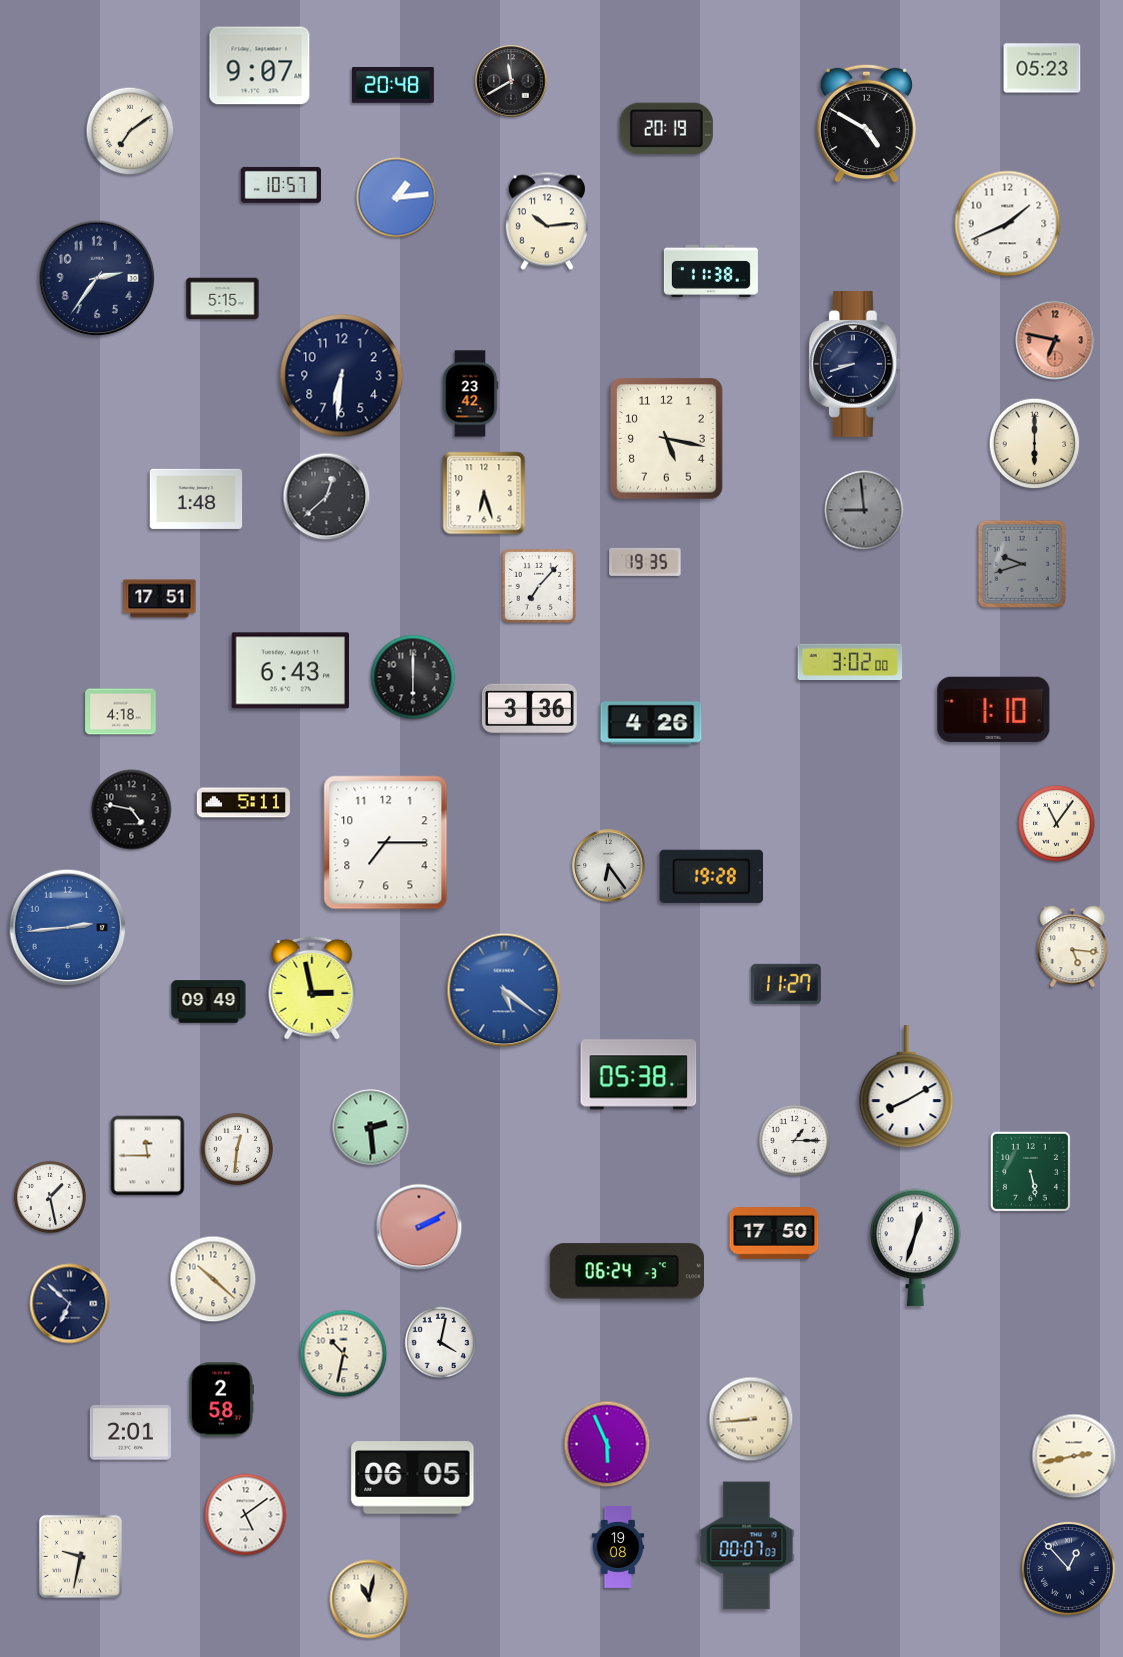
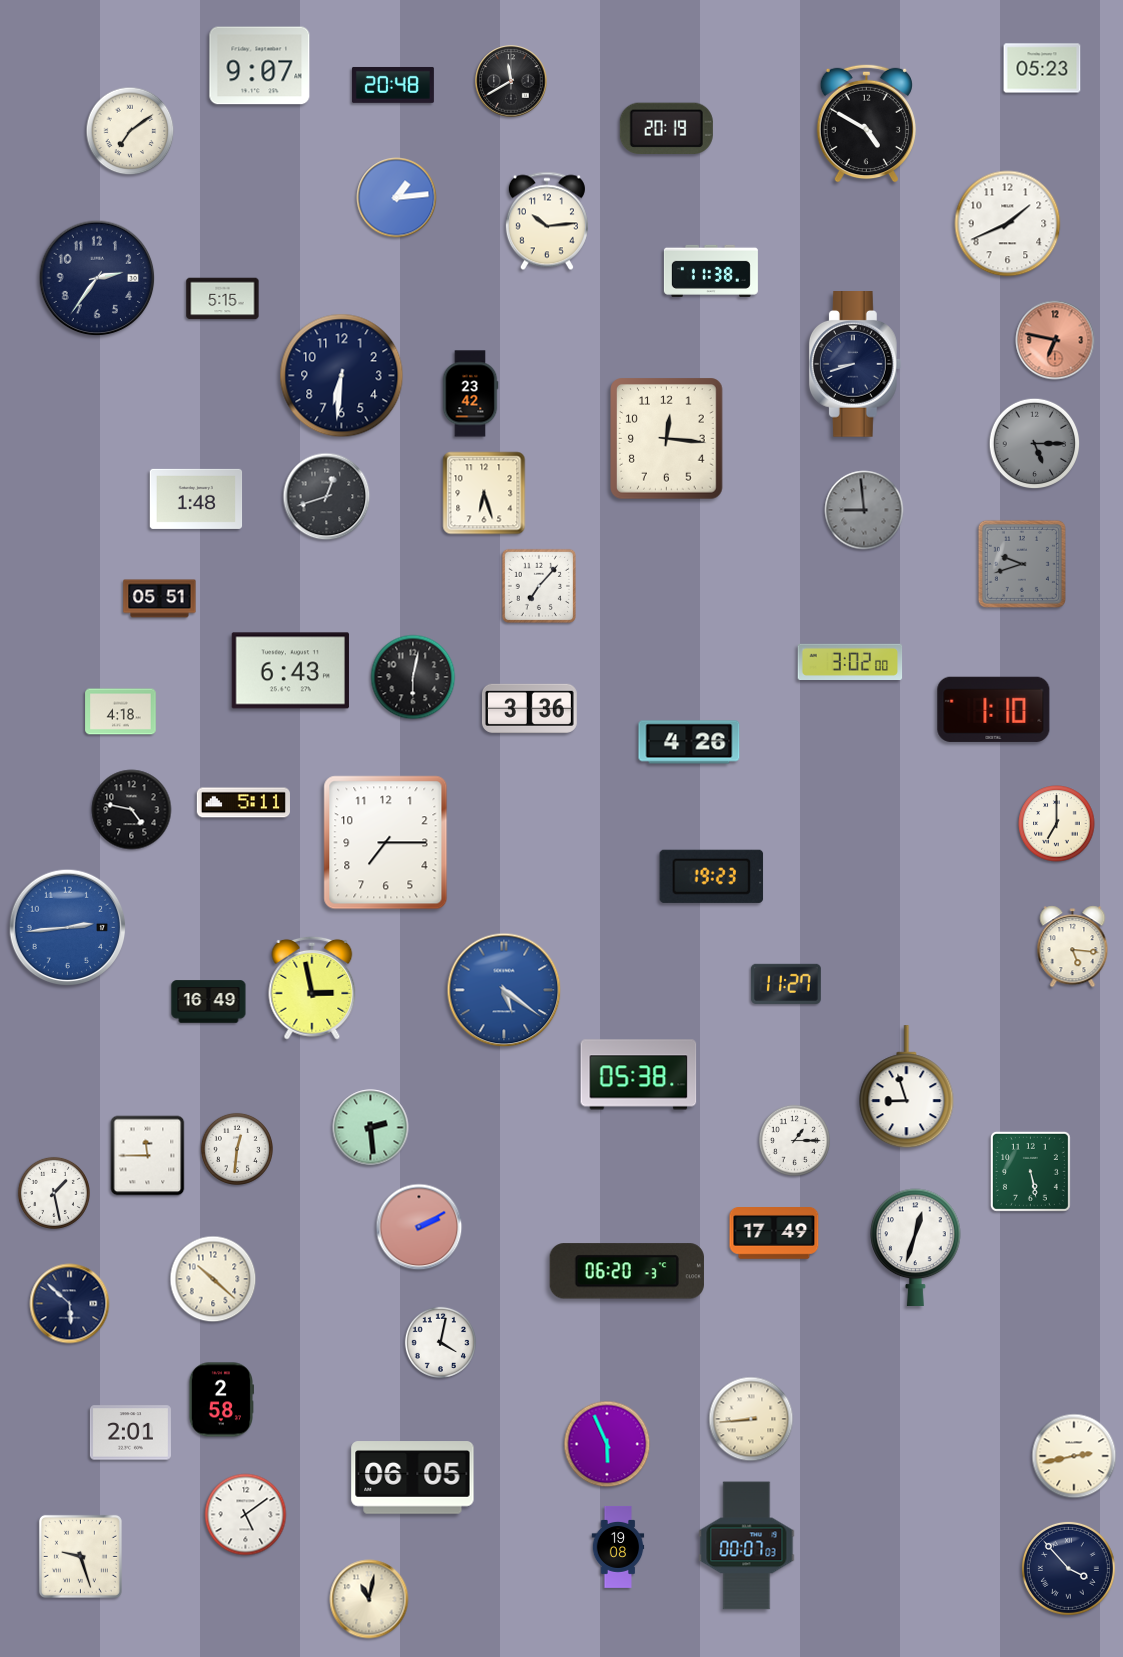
clock at (281, 185): 10:57 -> none
clock at (667, 439): 5:17 -> 12:16
clock at (1035, 444): 6:00 -> 5:15
clock at (1035, 444) dial: cream -> grey
clock at (327, 497): 12:38 -> 12:42
clock at (645, 562): 19:35 -> none
clock at (160, 599): 17:51 -> 05:51
clock at (413, 677): 6:00 -> 6:02
clock at (651, 723) position: (651, 723) -> (689, 742)
clock at (1057, 824): 11:06 -> 7:00
clock at (609, 866): 6:24 -> none
clock at (712, 876): 19:28 -> 19:23
clock at (209, 1002): 09:49 -> 16:49
clock at (907, 1087): 8:10 -> 8:57
clock at (50, 1197) position: (50, 1197) -> (54, 1193)
clock at (774, 1234): 17:50 -> 17:49
clock at (627, 1271): 06:24 -> 06:20
clock at (70, 1304): 6:52 -> 5:52
clock at (344, 1354): 10:32 -> none
clock at (80, 1556): 9:32 -> 9:27
clock at (1068, 1568): 12:53 -> 3:53
